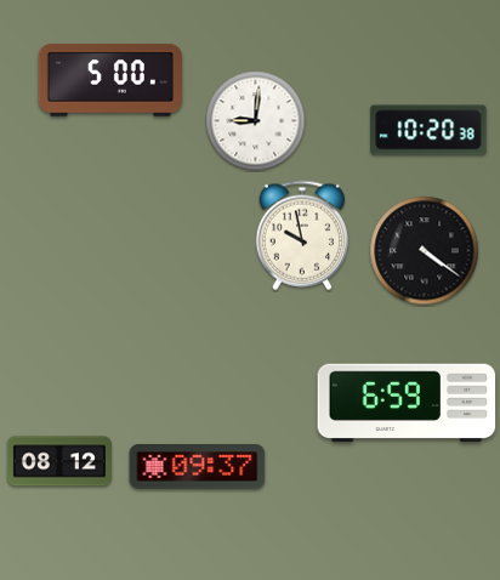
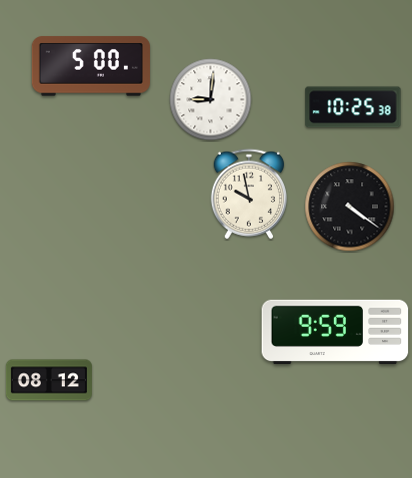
clock at (428, 130): 10:20 -> 10:25
clock at (407, 403): 6:59 -> 9:59
clock at (198, 467): 09:37 -> none
